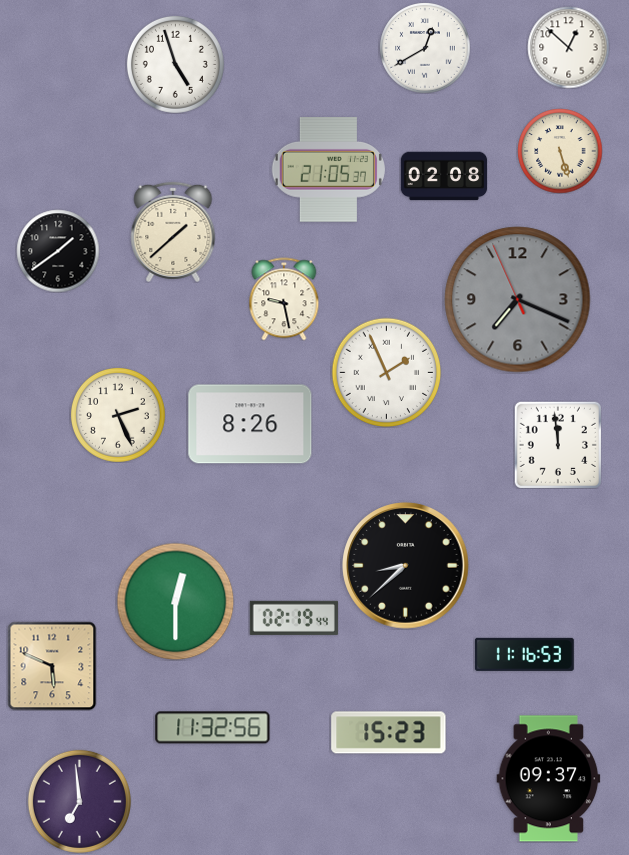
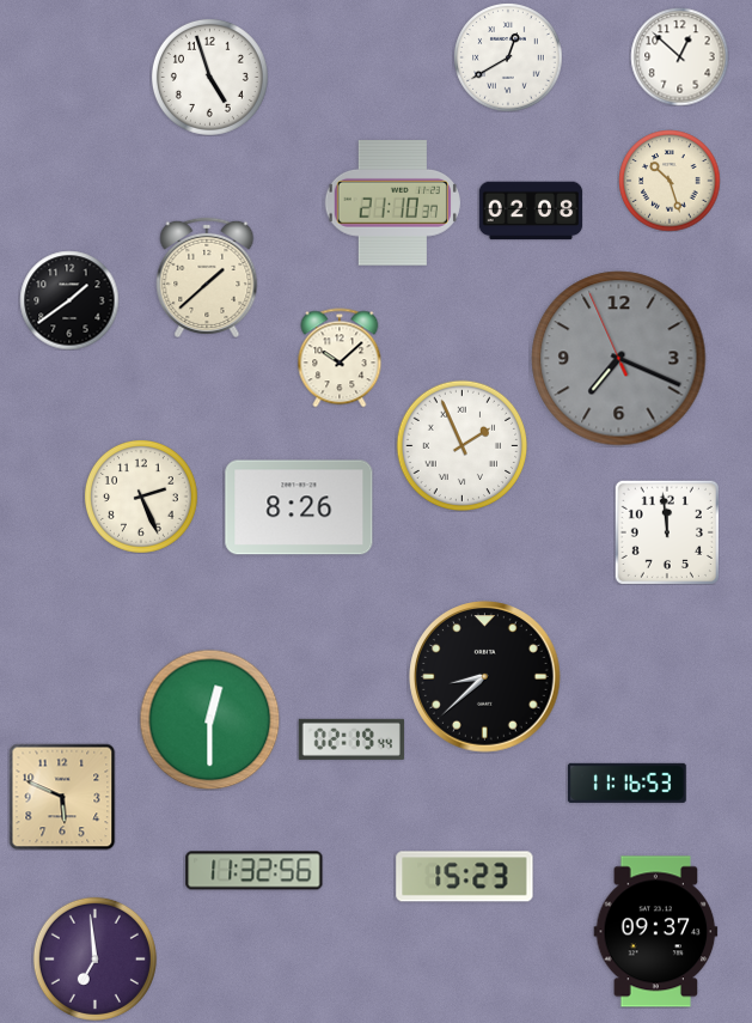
clock at (560, 151): 5:27 -> 10:27
clock at (328, 170): 21:05 -> 21:10
clock at (284, 299): 9:28 -> 10:08
